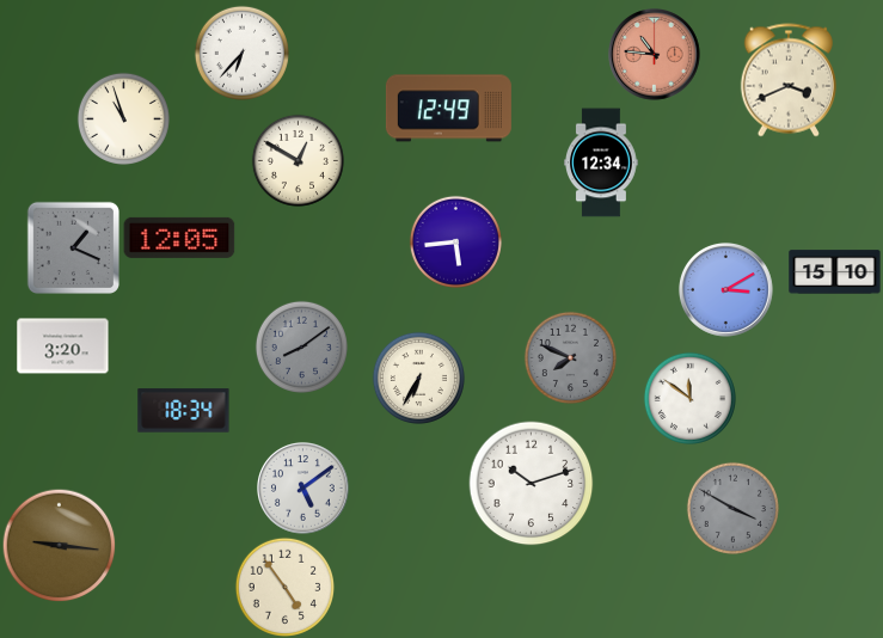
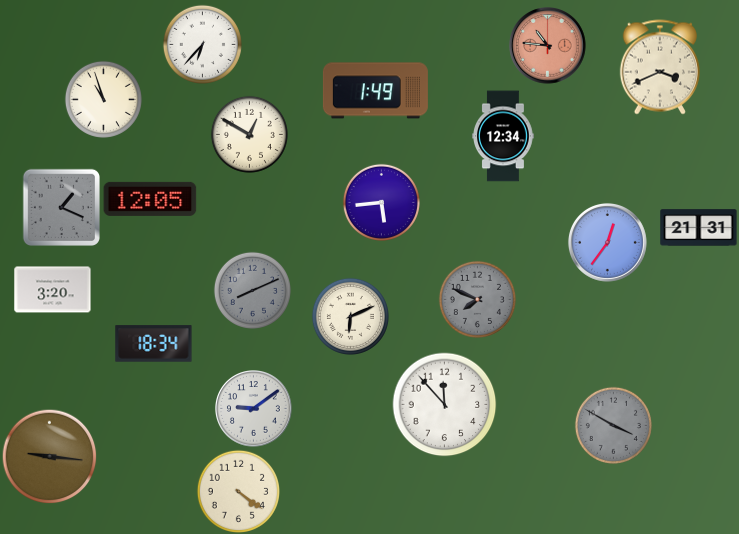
clock at (448, 109): 12:49 -> 1:49
clock at (835, 272): 15:10 -> 21:31
clock at (725, 289): 3:10 -> 12:36
clock at (301, 346): 8:09 -> 8:11
clock at (418, 378): 6:35 -> 6:11
clock at (689, 398): 11:51 -> none
clock at (532, 484): 10:12 -> 11:53
clock at (303, 489): 5:09 -> 9:09
clock at (284, 587): 4:54 -> 4:21
